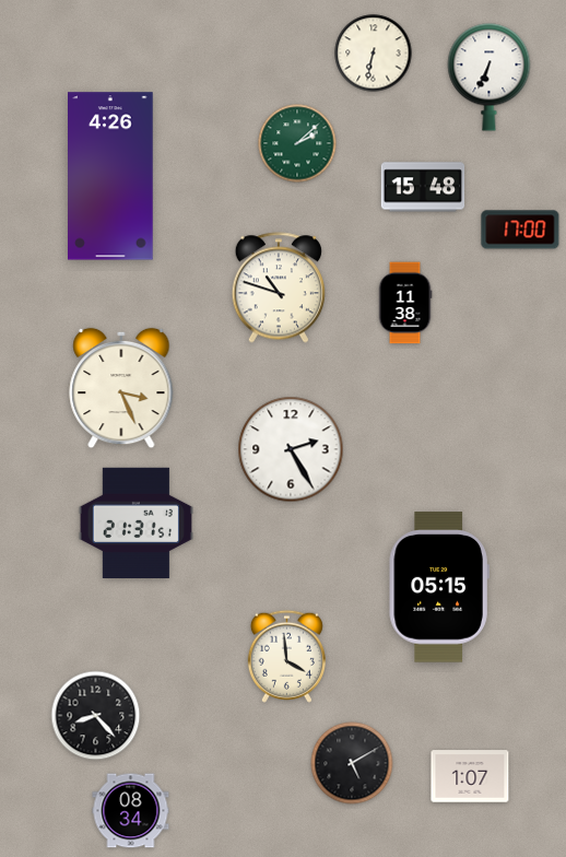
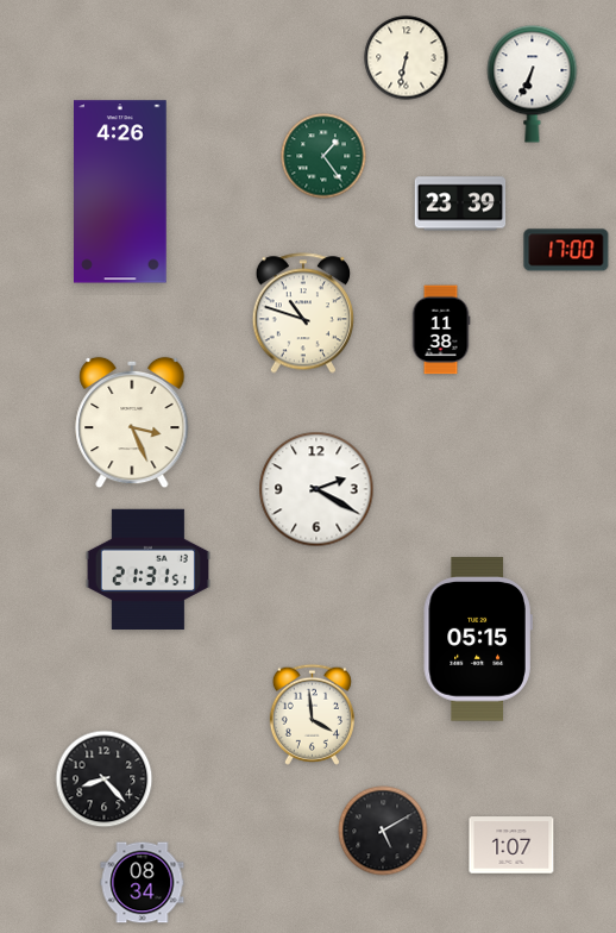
clock at (297, 143): 2:08 -> 1:24
clock at (423, 187): 15:48 -> 23:39
clock at (291, 449): 2:25 -> 2:20
